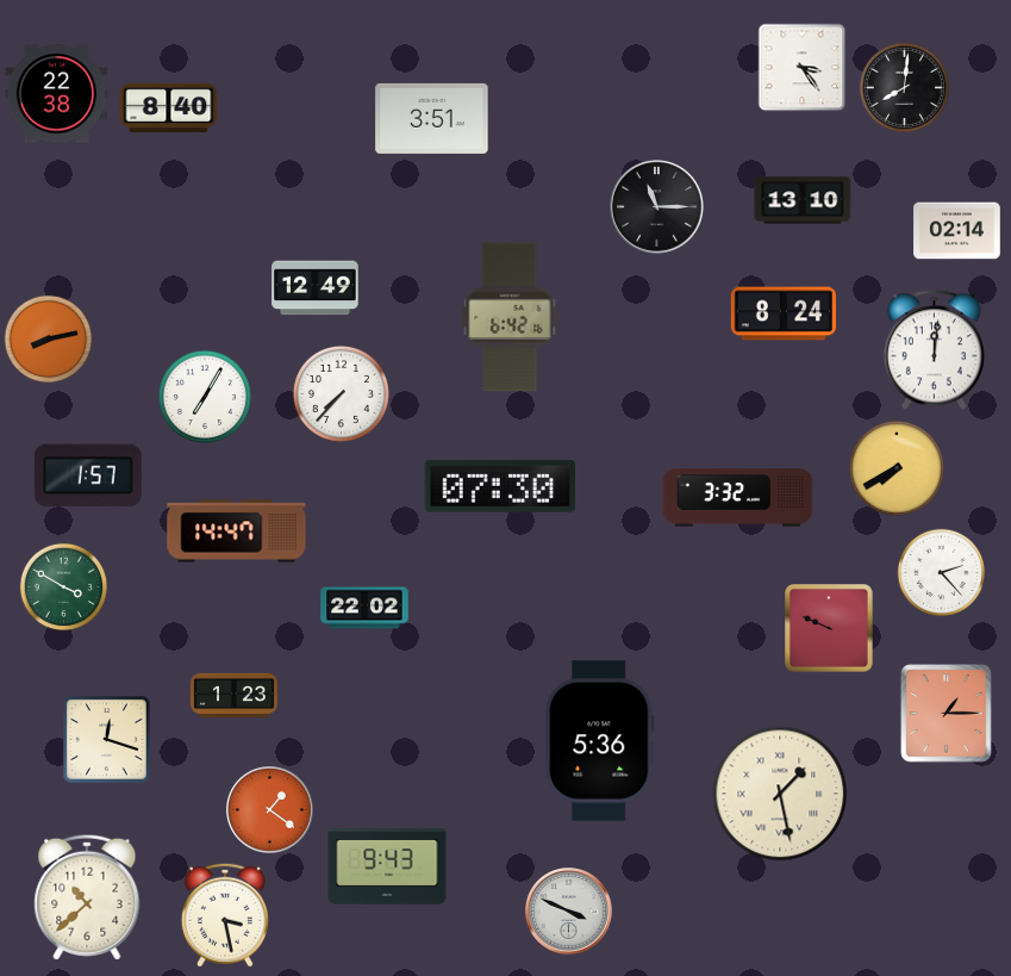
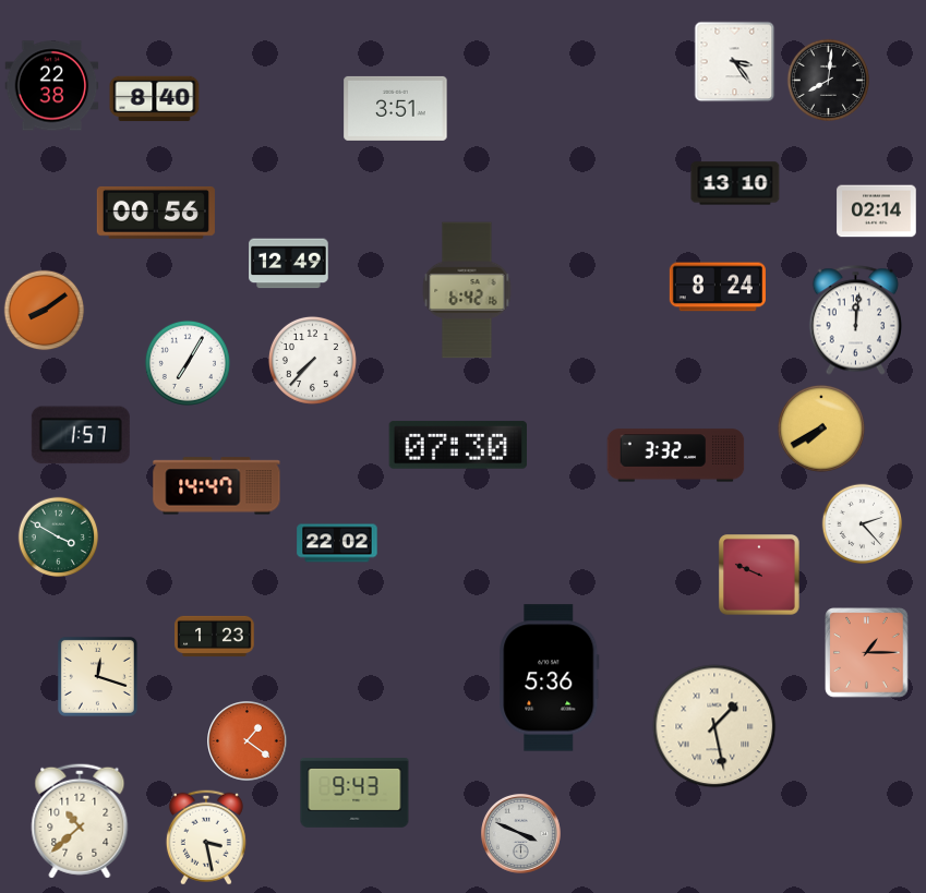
clock at (657, 207): 11:15 -> none
clock at (156, 213): none -> 00:56
clock at (49, 340): 8:13 -> 8:09
clock at (364, 608) position: (364, 608) -> (337, 543)
